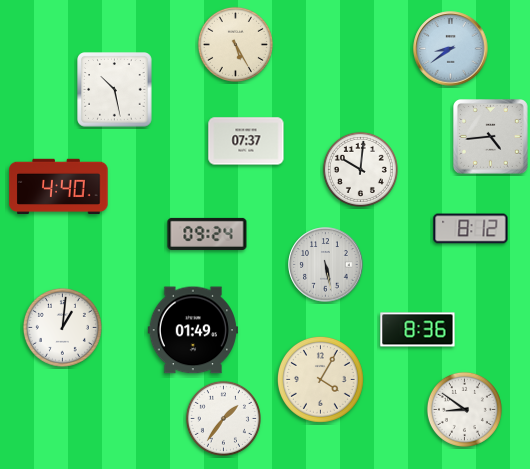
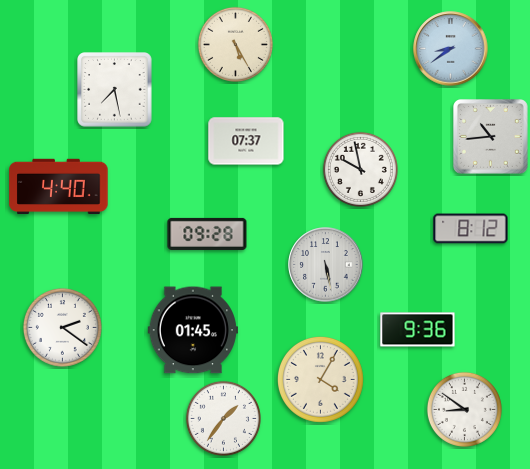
clock at (115, 90): 10:28 -> 7:28
clock at (491, 137): 4:44 -> 10:44
clock at (360, 169): 10:01 -> 9:58
clock at (207, 234): 09:24 -> 09:28
clock at (62, 327): 1:01 -> 2:21
clock at (193, 330): 01:49 -> 01:45
clock at (418, 330): 8:36 -> 9:36
